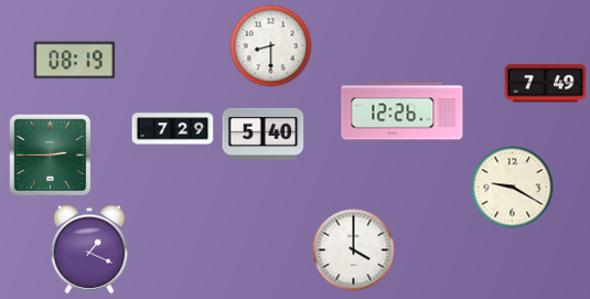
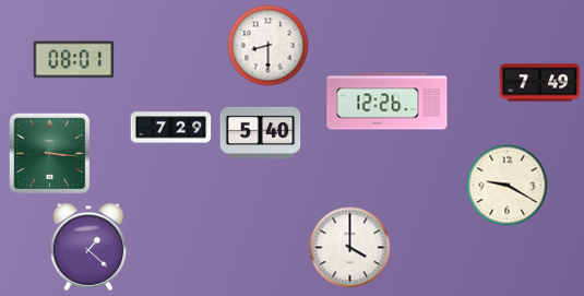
clock at (75, 61): 08:19 -> 08:01
clock at (403, 111) position: (403, 111) -> (388, 102)
clock at (51, 156): 2:45 -> 3:16
clock at (89, 249): 1:19 -> 1:22
